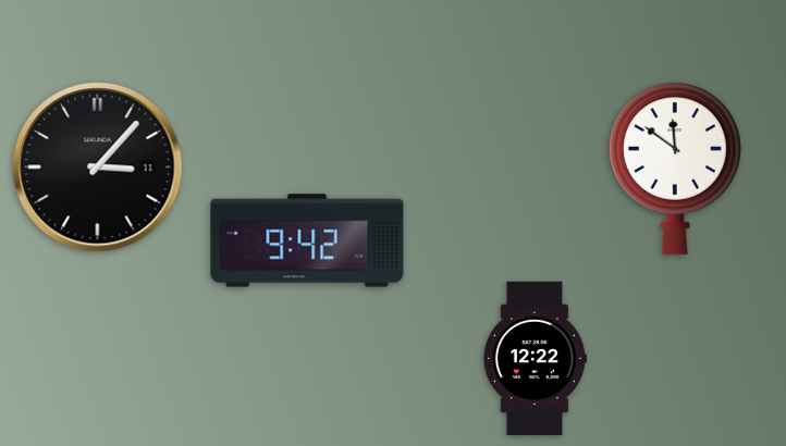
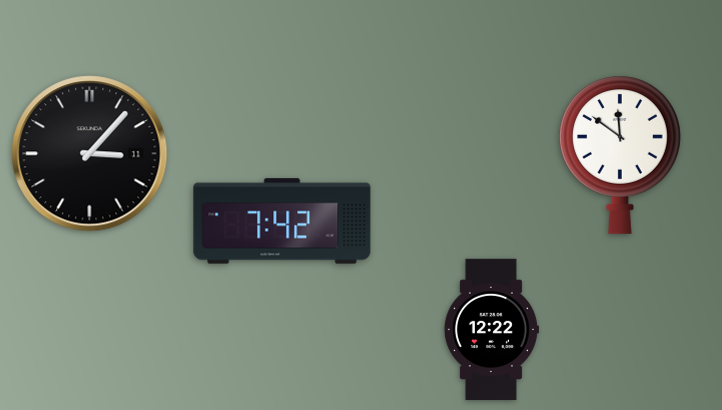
clock at (307, 240): 9:42 -> 7:42
